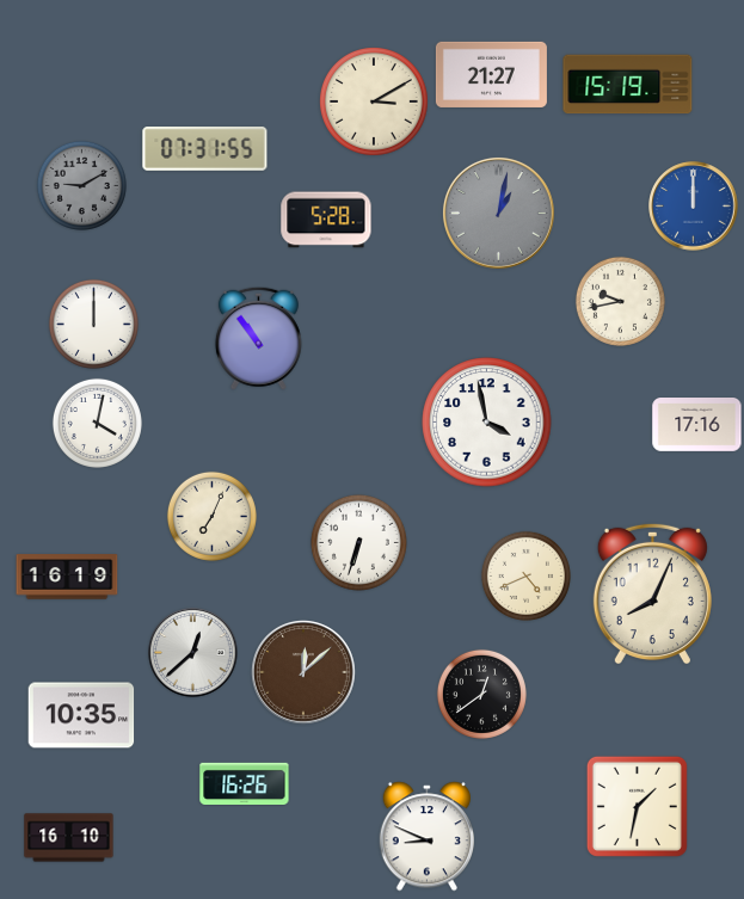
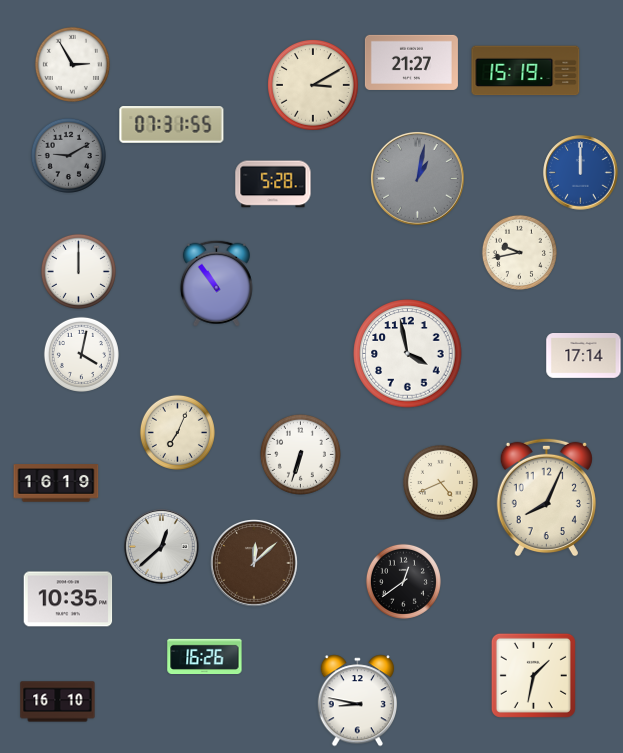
clock at (72, 64): none -> 2:55
clock at (697, 425): 17:16 -> 17:14
clock at (426, 837): 8:49 -> 8:47
